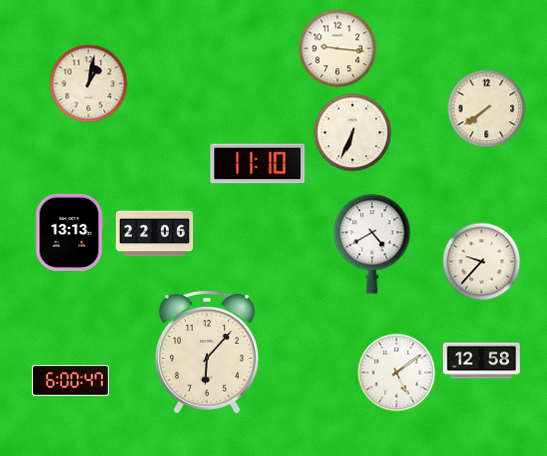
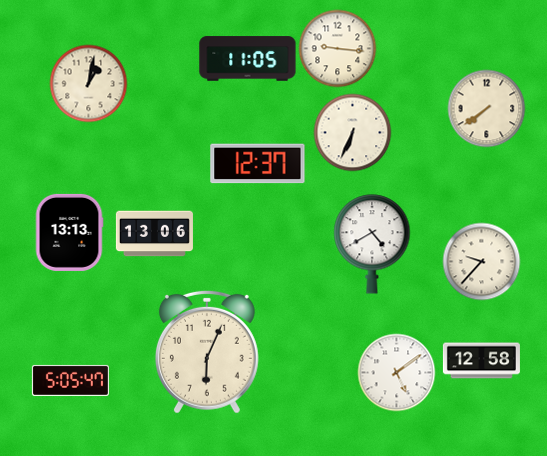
clock at (248, 59): none -> 11:05
clock at (258, 164): 11:10 -> 12:37
clock at (154, 234): 22:06 -> 13:06
clock at (207, 352): 6:07 -> 6:04
clock at (70, 380): 6:00 -> 5:05
